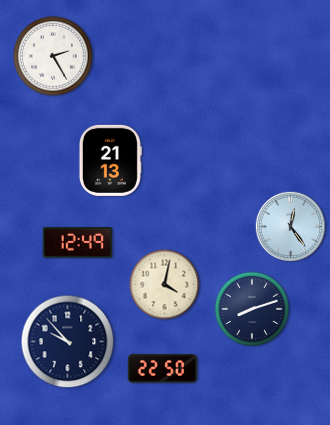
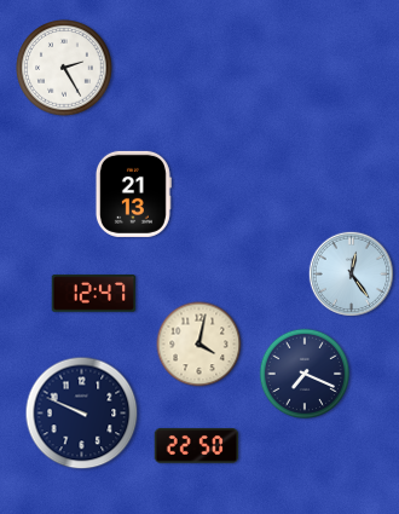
clock at (78, 243): 12:49 -> 12:47
clock at (252, 309): 8:12 -> 7:19
clock at (68, 342): 9:53 -> 9:49
